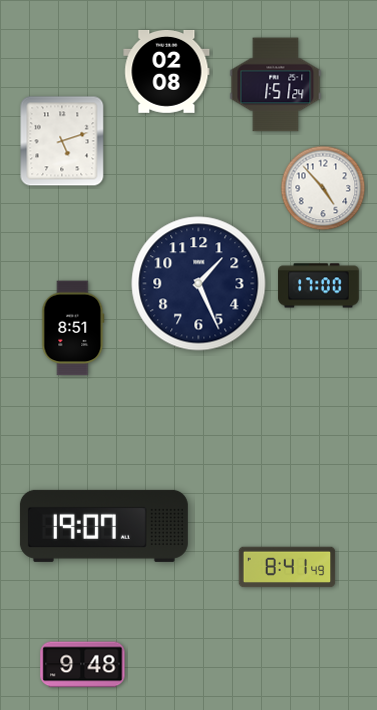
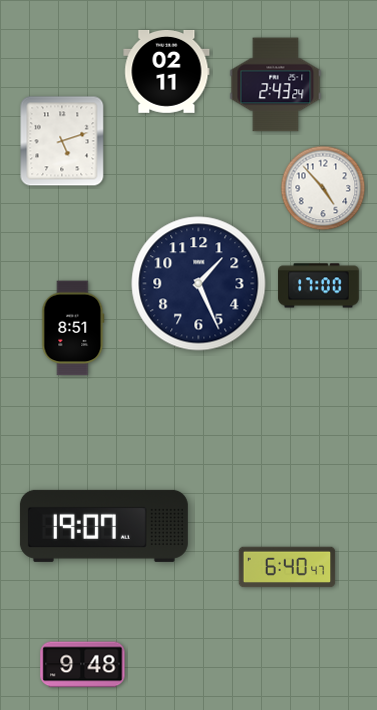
clock at (167, 71): 02:08 -> 02:11
clock at (276, 85): 1:51 -> 2:43
clock at (287, 567): 8:41 -> 6:40
